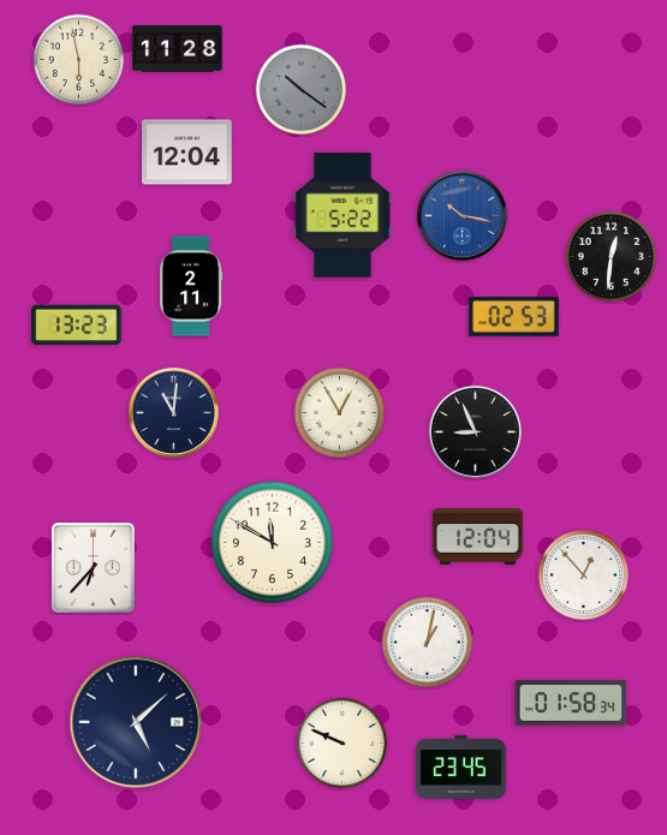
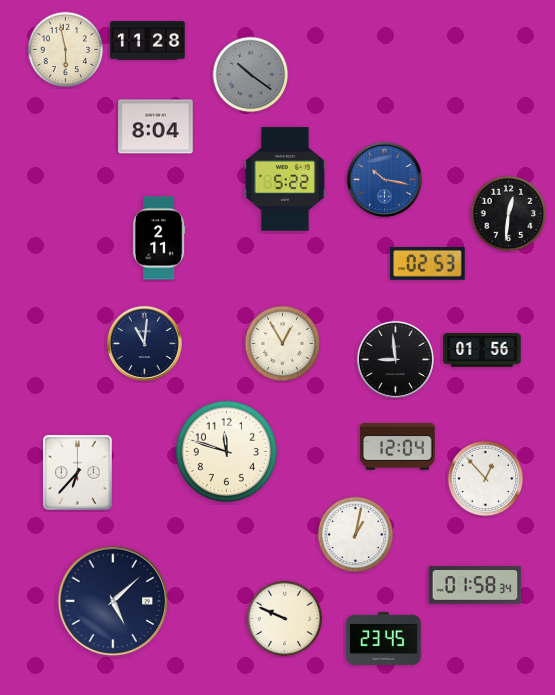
clock at (187, 153): 12:04 -> 8:04
clock at (77, 326): 13:23 -> none
clock at (482, 350): none -> 01:56
clock at (475, 431): 8:56 -> 8:59
clock at (272, 542): 11:50 -> 11:48
